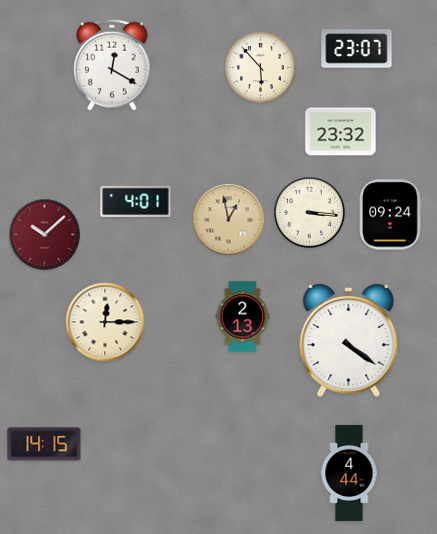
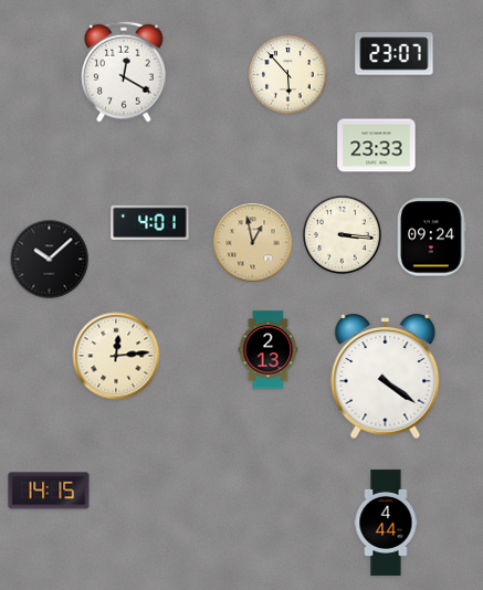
clock at (341, 132): 23:32 -> 23:33
clock at (45, 235) dial: burgundy -> black
clock at (105, 322): 12:15 -> 12:14
